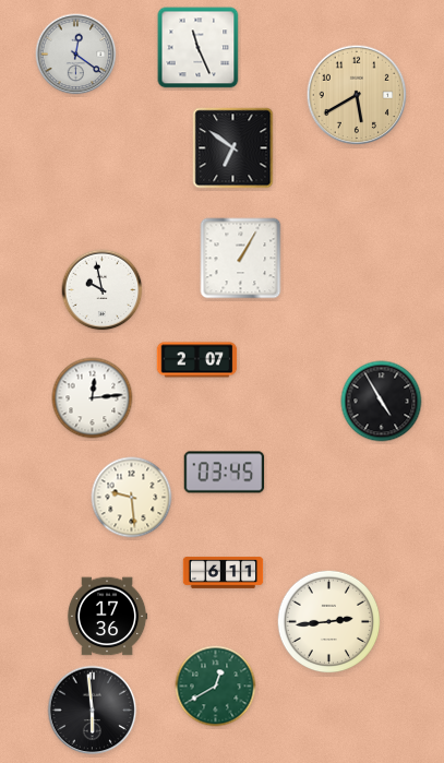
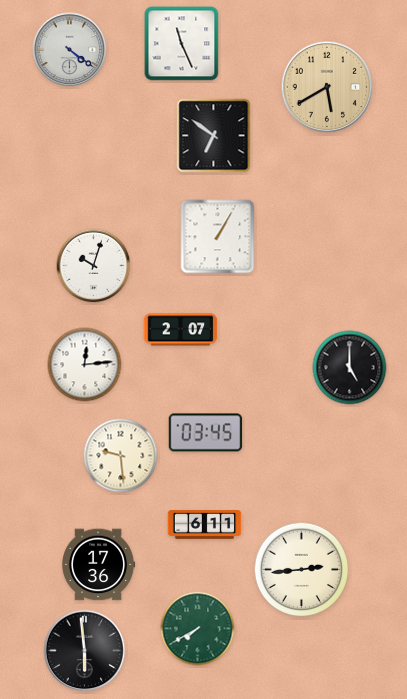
clock at (76, 55): 12:21 -> 4:21
clock at (241, 259) position: (241, 259) -> (218, 237)
clock at (103, 290): 9:58 -> 10:03
clock at (382, 402): 4:55 -> 5:00
clock at (216, 687): 12:40 -> 7:40
